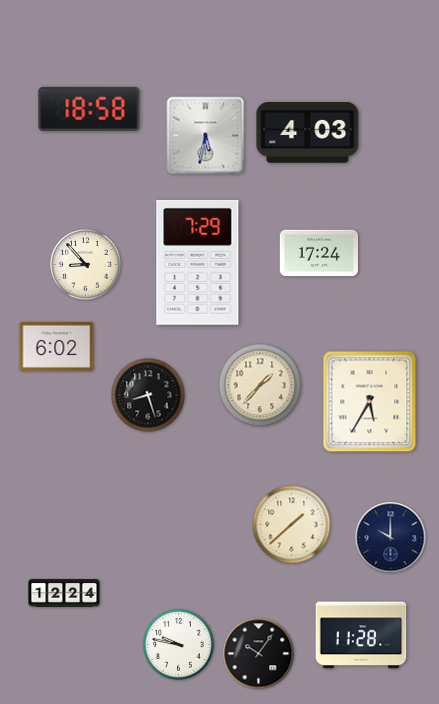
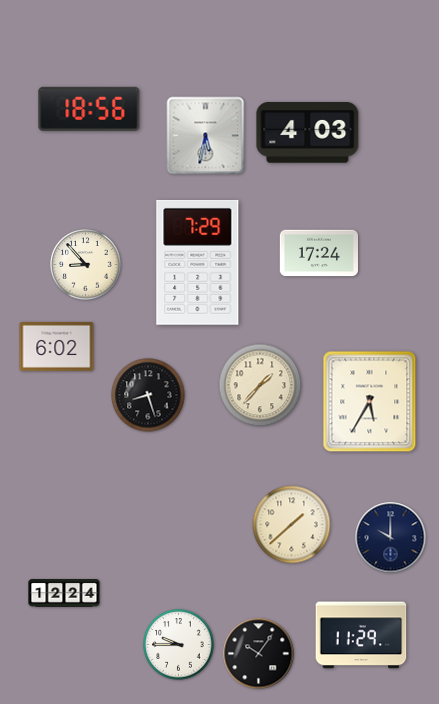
clock at (89, 109): 18:58 -> 18:56
clock at (361, 635): 11:28 -> 11:29
clock at (179, 645): 9:47 -> 9:45
